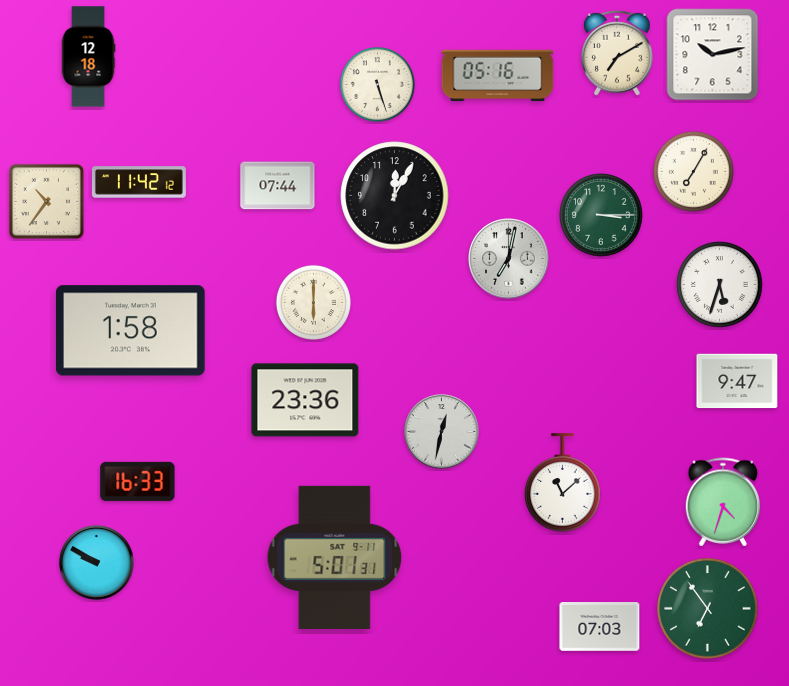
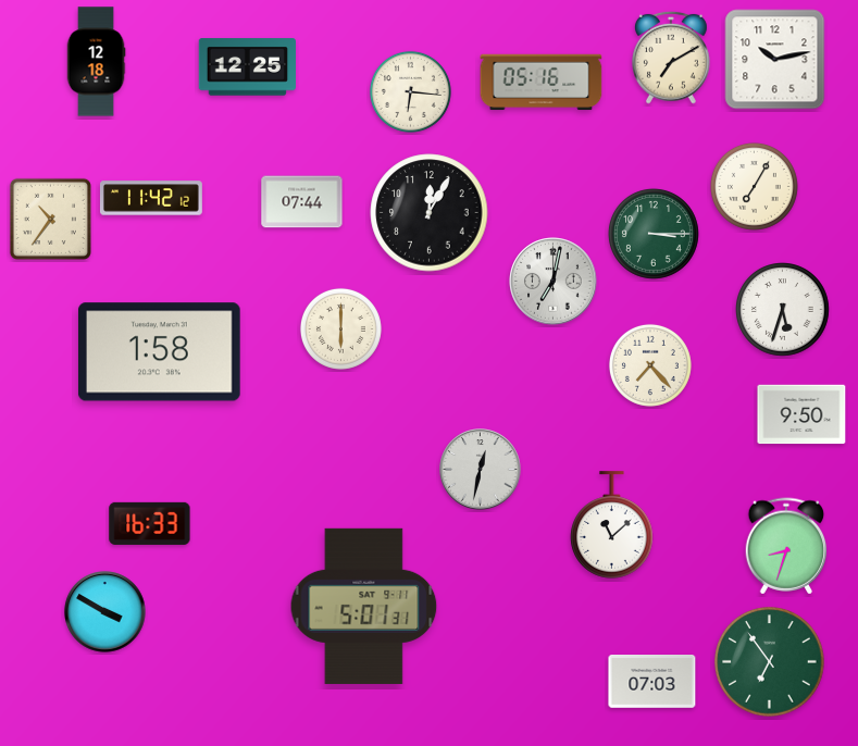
clock at (247, 67): none -> 12:25
clock at (377, 84): 5:27 -> 6:16
clock at (130, 331) position: (130, 331) -> (159, 352)
clock at (650, 365): none -> 7:23
clock at (737, 381): 9:47 -> 9:50
clock at (305, 400): 23:36 -> none
clock at (723, 502): 4:33 -> 8:33
clock at (97, 563): 9:50 -> 3:50
